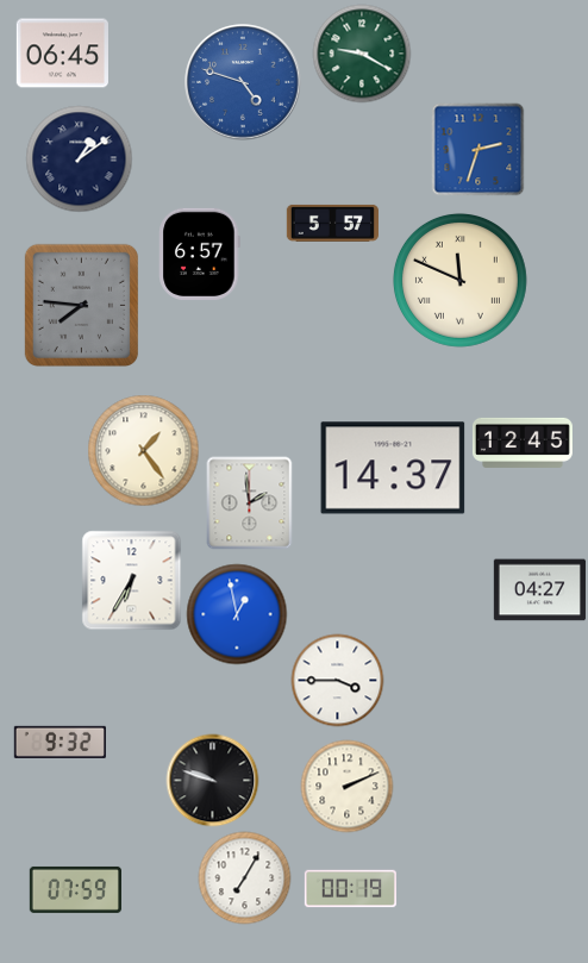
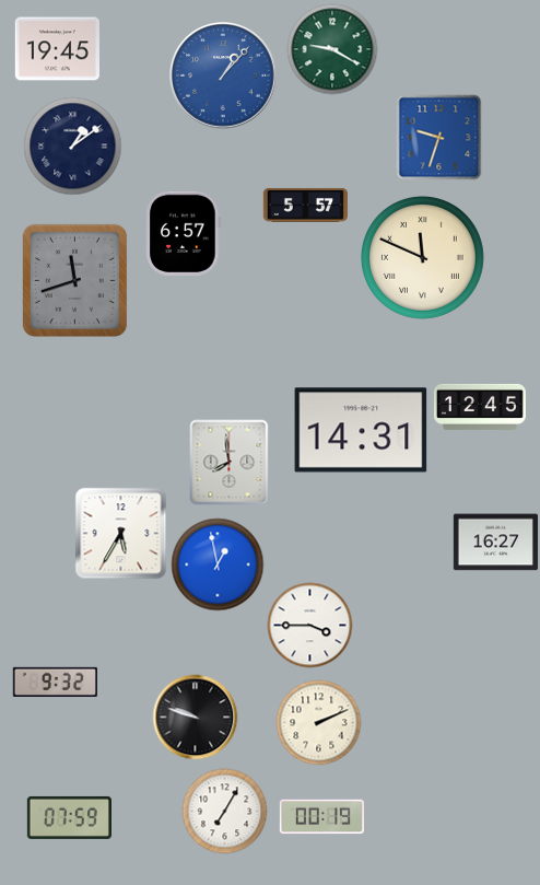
clock at (62, 54): 06:45 -> 19:45
clock at (243, 82): 4:48 -> 1:07
clock at (477, 149): 2:33 -> 9:33
clock at (81, 305): 7:46 -> 11:42
clock at (143, 450): 1:24 -> none
clock at (393, 468): 14:37 -> 14:31
clock at (250, 502): 1:59 -> 7:59
clock at (131, 580): 6:35 -> 5:35
clock at (539, 590): 04:27 -> 16:27
clock at (244, 877) position: (244, 877) -> (224, 811)
